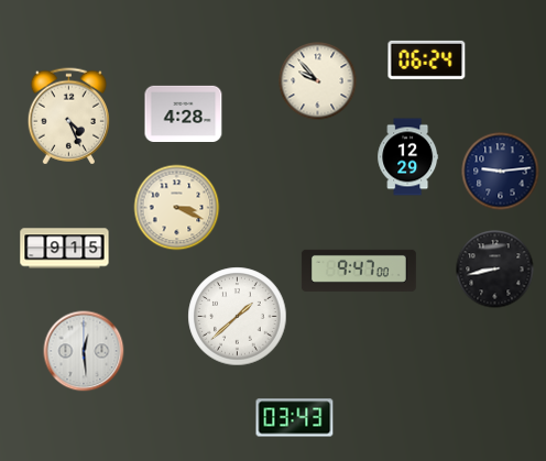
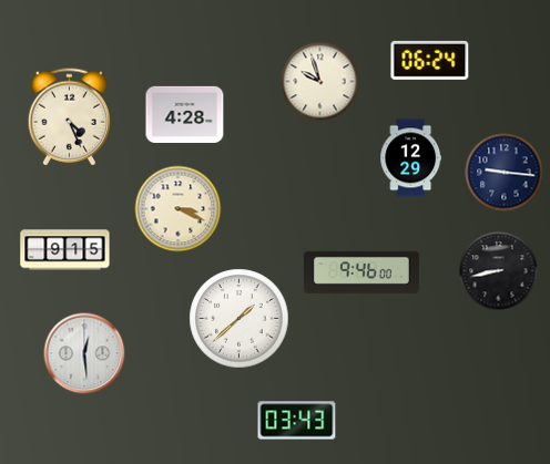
clock at (318, 81): 9:53 -> 9:57
clock at (501, 172): 9:14 -> 9:16
clock at (359, 271): 9:47 -> 9:46
